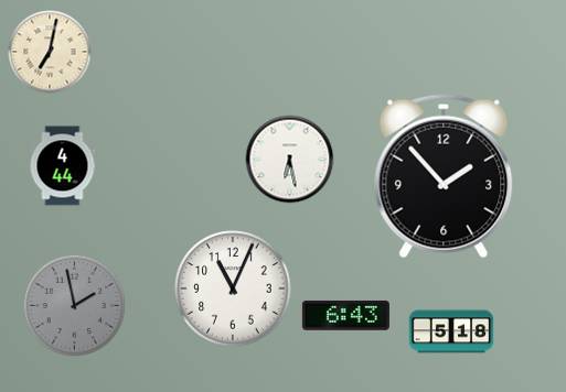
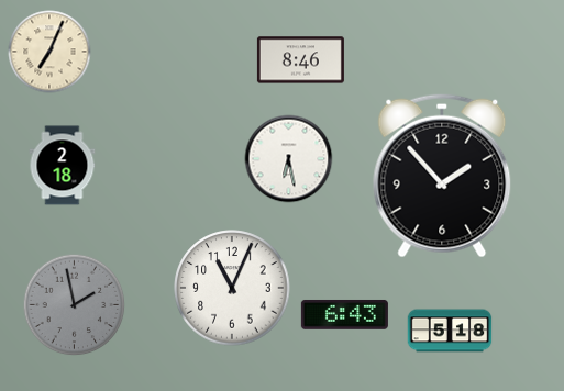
clock at (50, 52): 7:02 -> 7:04
clock at (300, 60): none -> 8:46
clock at (63, 166): 4:44 -> 2:18
